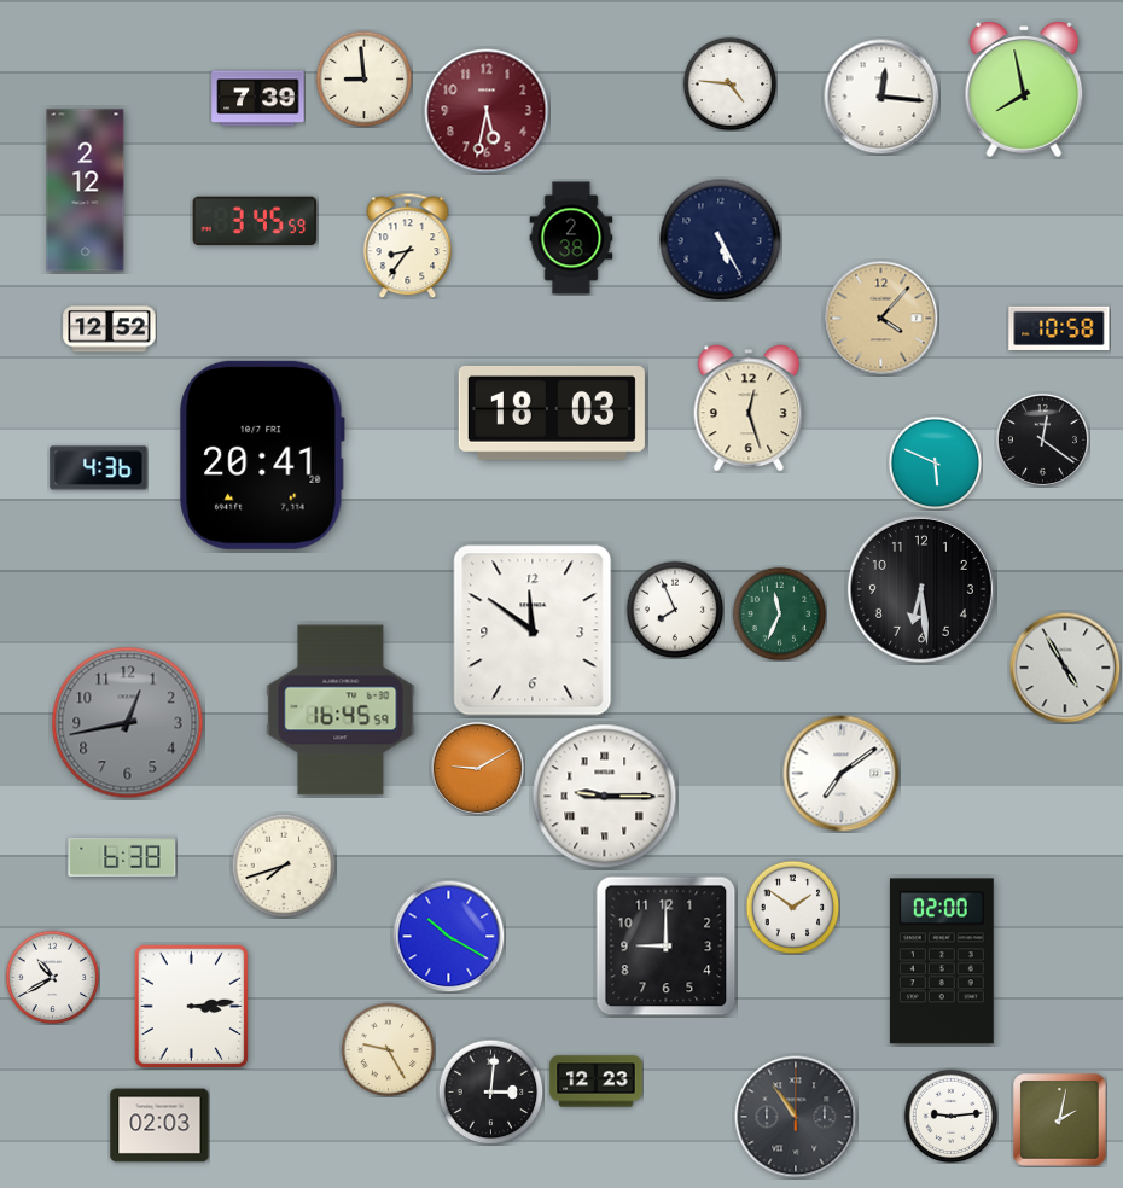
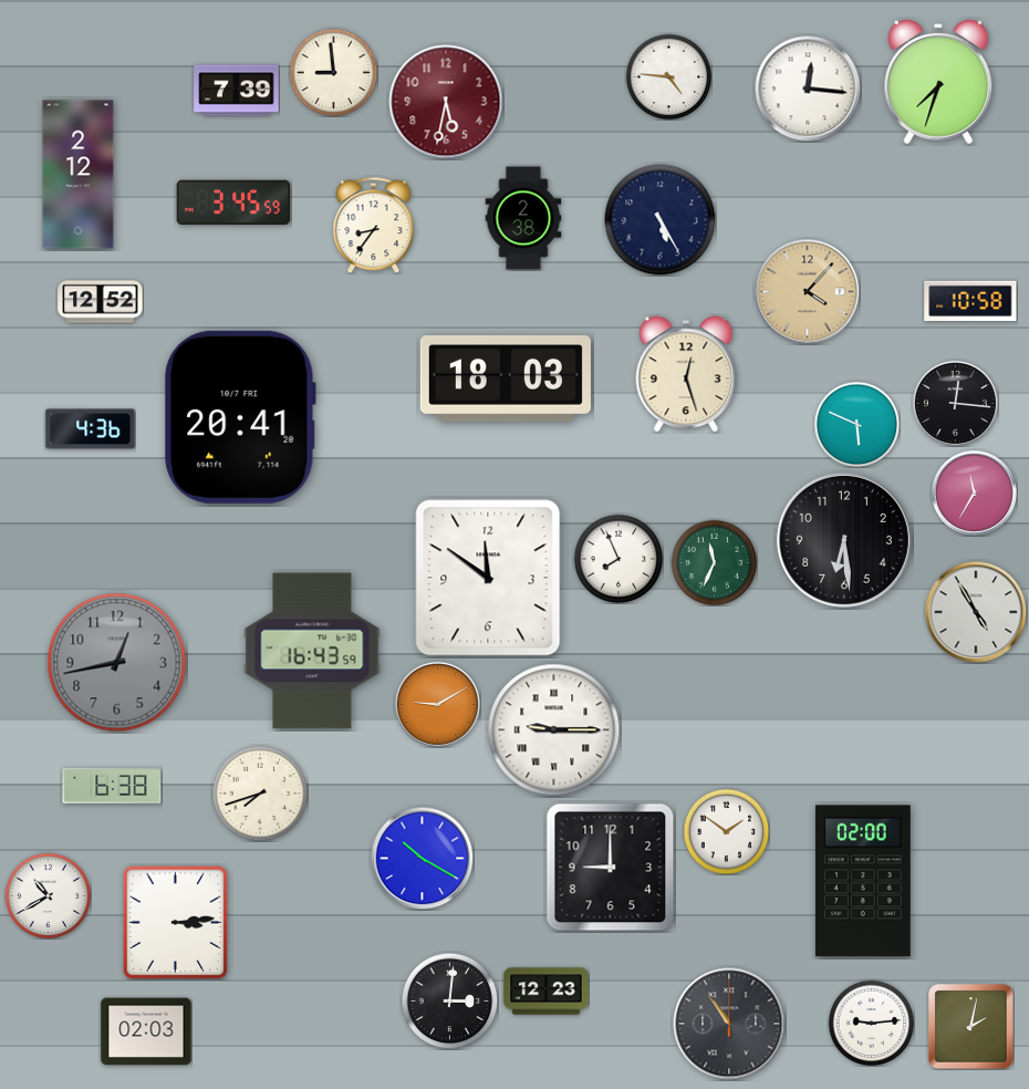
clock at (1024, 89): 7:58 -> 7:33
clock at (1042, 439): 12:21 -> 12:16
clock at (974, 492): none -> 11:35
clock at (341, 710): 16:45 -> 16:43
clock at (842, 774): 7:09 -> none
clock at (448, 936) position: (448, 936) -> (422, 858)
clock at (388, 1049): 9:25 -> none
